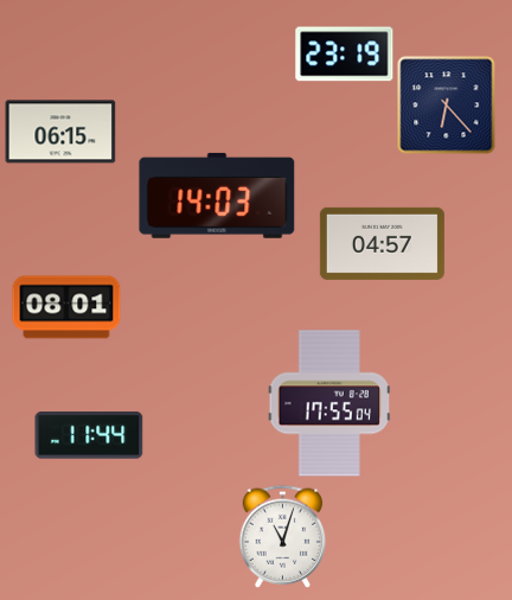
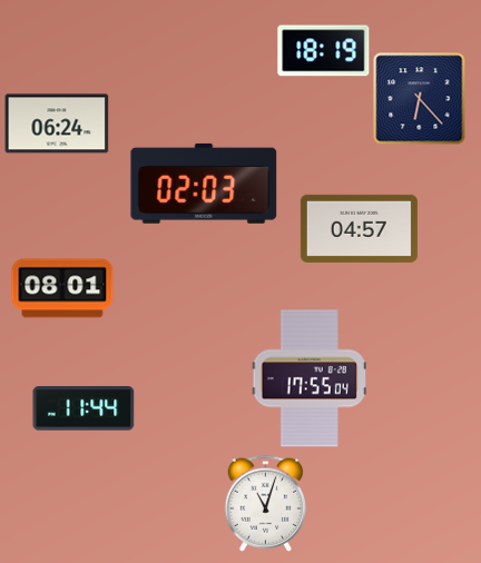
clock at (345, 55): 23:19 -> 18:19
clock at (60, 132): 06:15 -> 06:24
clock at (217, 196): 14:03 -> 02:03
